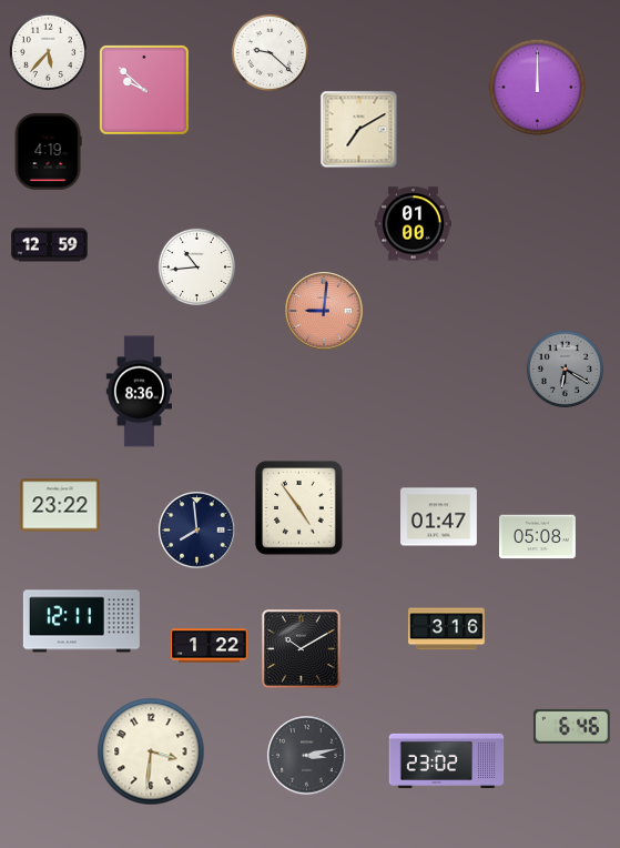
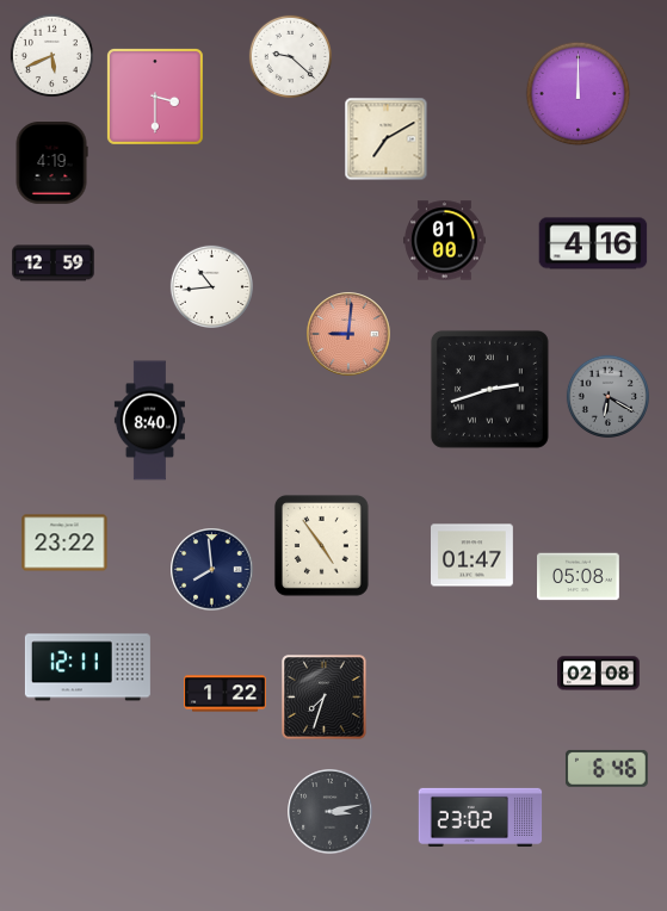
clock at (48, 51): 5:37 -> 5:41
clock at (144, 90): 9:52 -> 3:30
clock at (593, 243): none -> 4:16
clock at (489, 389): none -> 2:42
clock at (139, 392): 8:36 -> 8:40
clock at (599, 674): none -> 02:08
clock at (447, 629): 3:16 -> none
clock at (302, 649): 10:10 -> 7:33
clock at (571, 726) position: (571, 726) -> (606, 768)
clock at (151, 751): 3:31 -> none
